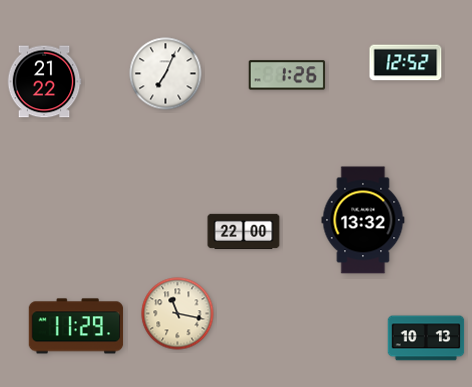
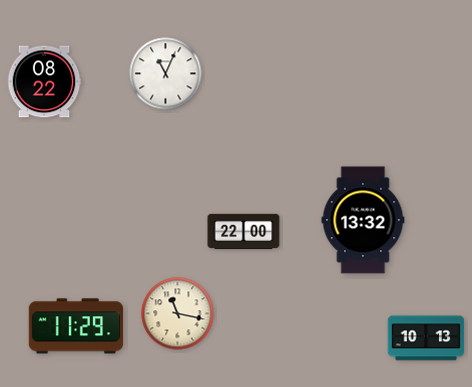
clock at (406, 63): 12:52 -> none
clock at (166, 74): 7:04 -> 11:04
clock at (287, 75): 1:26 -> none
clock at (44, 82): 21:22 -> 08:22
